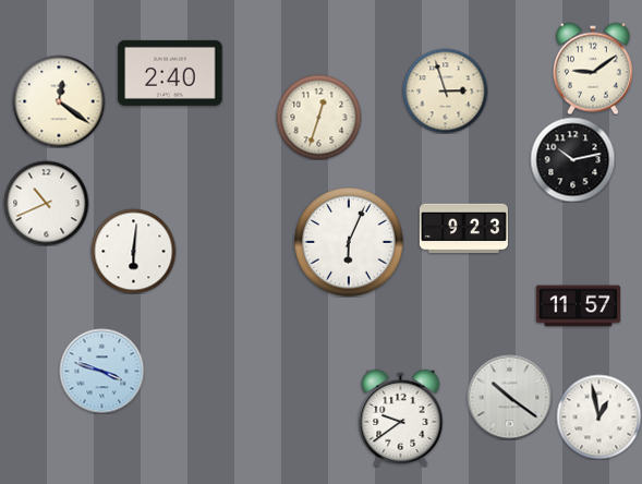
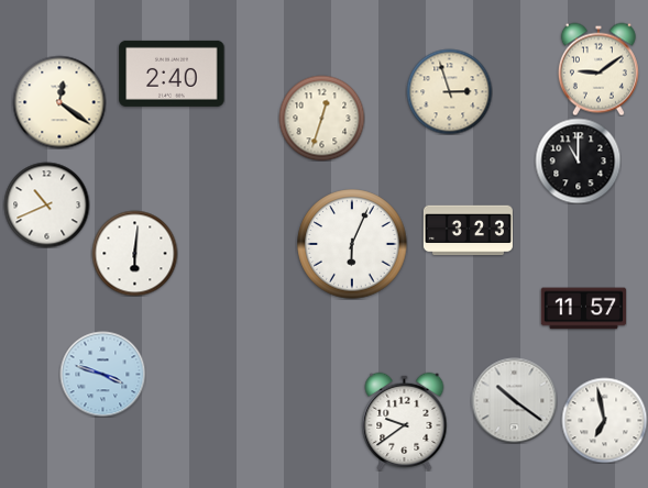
clock at (572, 159): 10:13 -> 11:00
clock at (463, 229): 9:23 -> 3:23
clock at (598, 416): 12:58 -> 6:58
